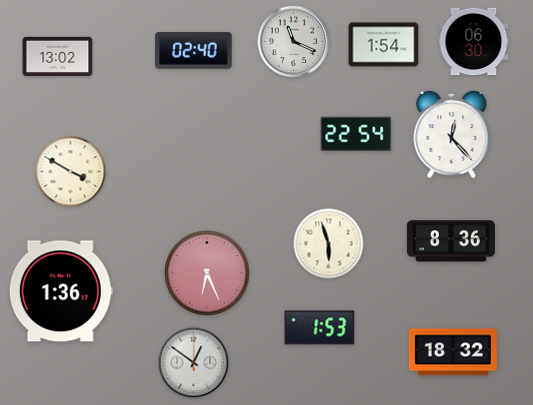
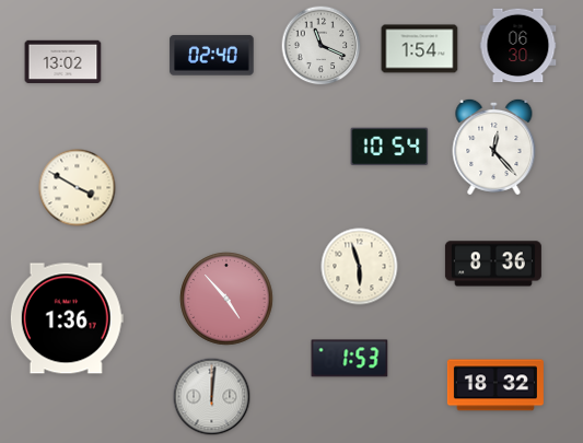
clock at (356, 134): 22:54 -> 10:54
clock at (207, 273): 6:26 -> 4:53
clock at (194, 363): 12:51 -> 12:01
